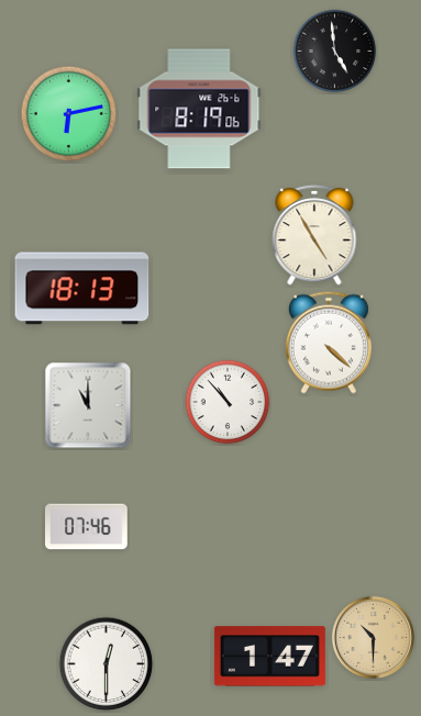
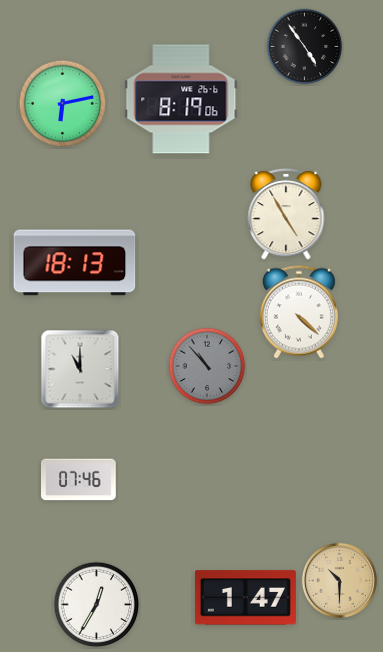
clock at (335, 52): 4:59 -> 4:54
clock at (228, 402) dial: white -> grey
clock at (107, 664): 12:30 -> 12:35
